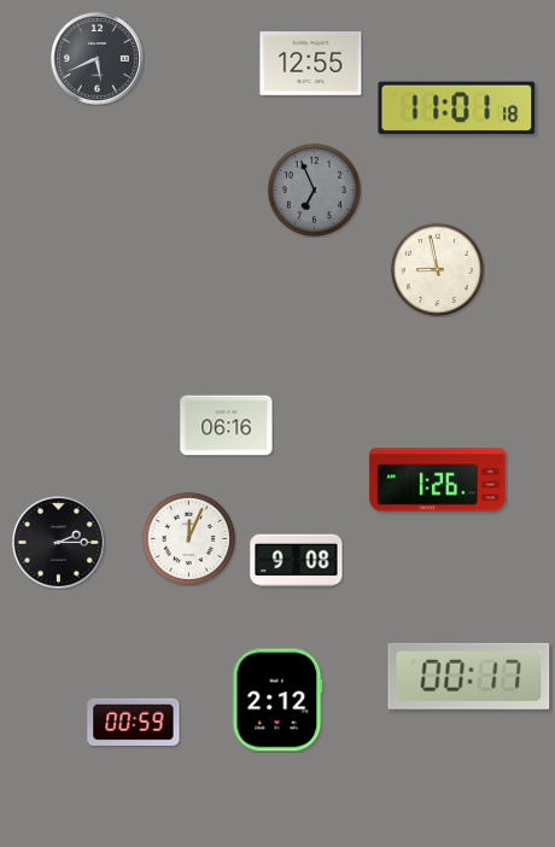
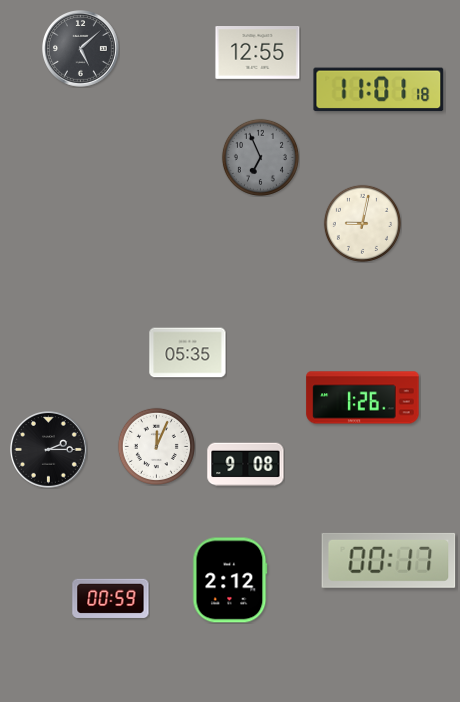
clock at (98, 59): 5:41 -> 5:08
clock at (437, 269): 8:58 -> 9:02
clock at (227, 426): 06:16 -> 05:35
